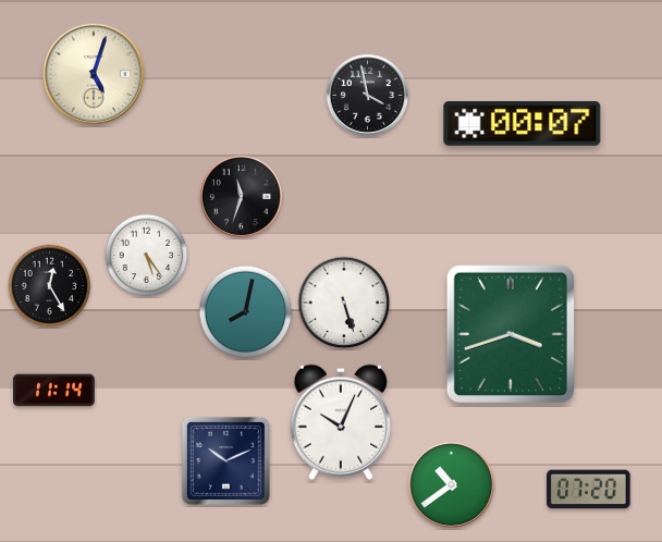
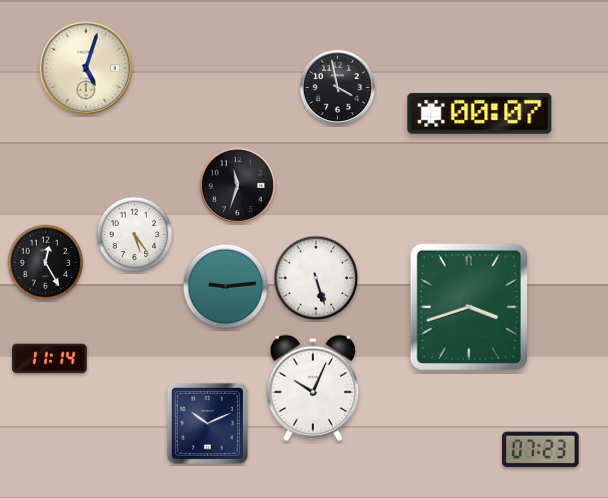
clock at (241, 196) position: (241, 196) -> (237, 185)
clock at (246, 312): 8:02 -> 9:14
clock at (451, 484): 10:39 -> none
clock at (589, 490): 07:20 -> 07:23
